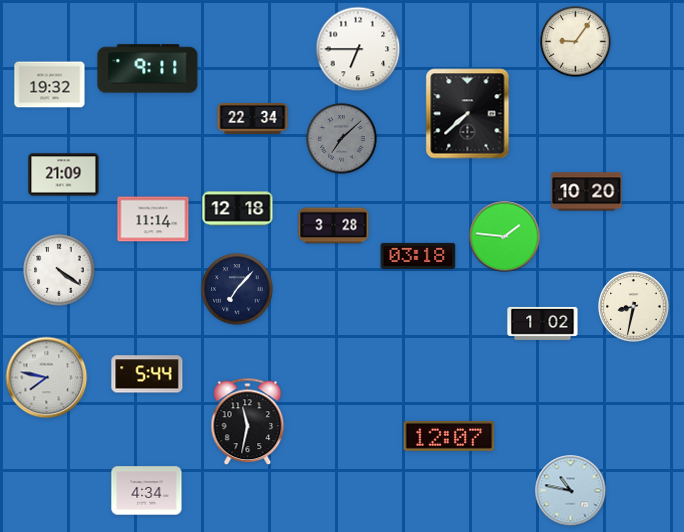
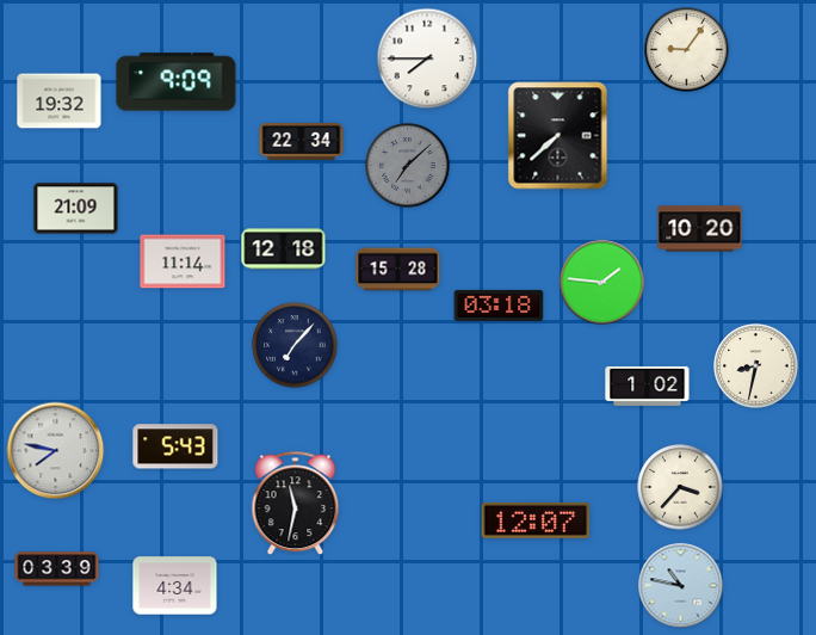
clock at (358, 49): 6:45 -> 7:45
clock at (148, 69): 9:11 -> 9:09
clock at (334, 226): 3:28 -> 15:28
clock at (59, 270): 4:21 -> none
clock at (237, 289) position: (237, 289) -> (295, 345)
clock at (147, 374): 5:44 -> 5:43
clock at (680, 487): none -> 3:37
clock at (57, 569): none -> 03:39
